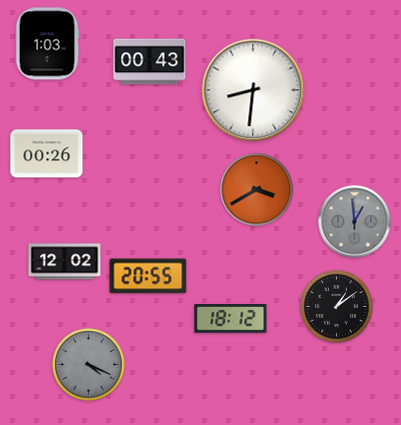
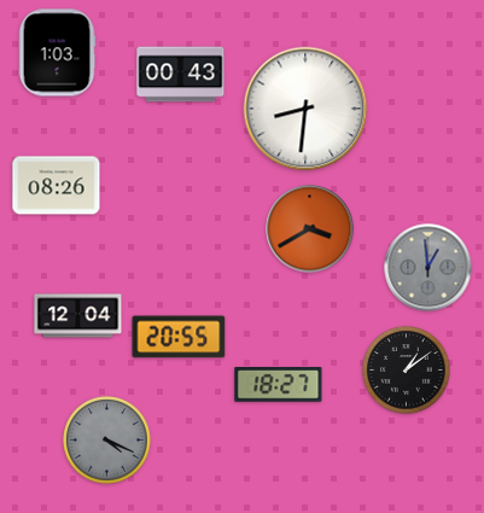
clock at (47, 154): 00:26 -> 08:26
clock at (65, 262): 12:02 -> 12:04
clock at (148, 276) position: (148, 276) -> (179, 337)
clock at (231, 319): 18:12 -> 18:27
